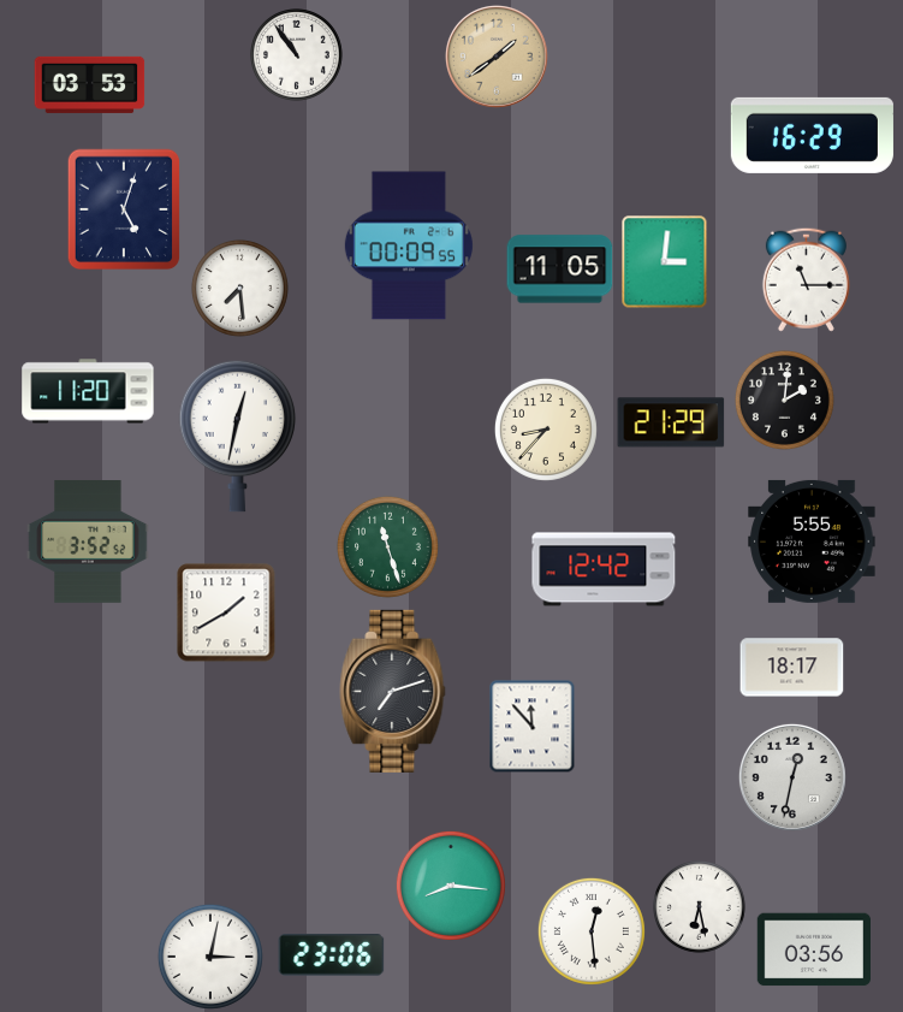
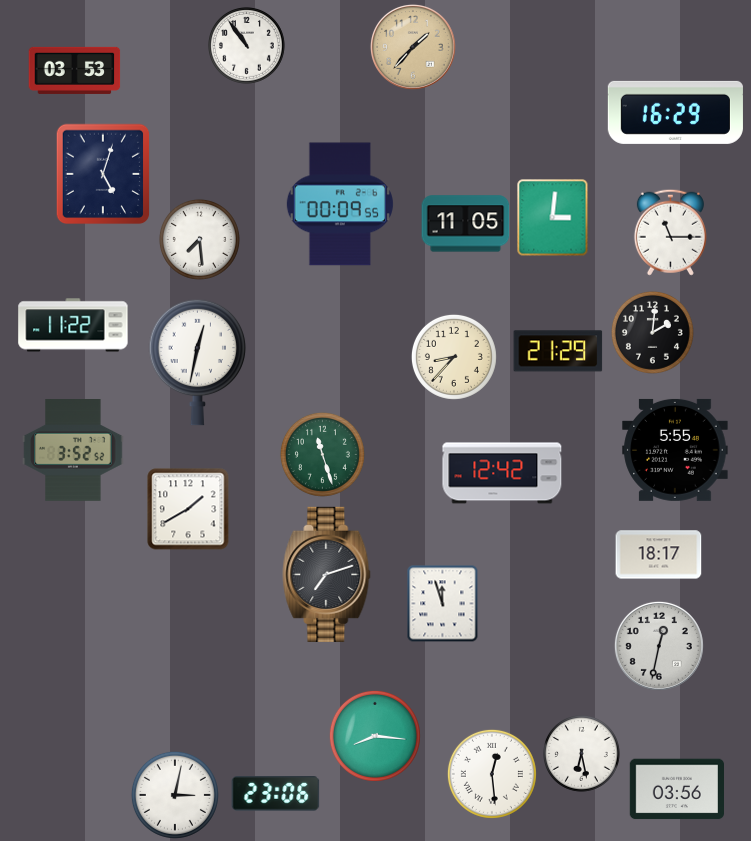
clock at (497, 57): 1:39 -> 1:37
clock at (88, 391): 11:20 -> 11:22
clock at (533, 726): 11:53 -> 11:57
